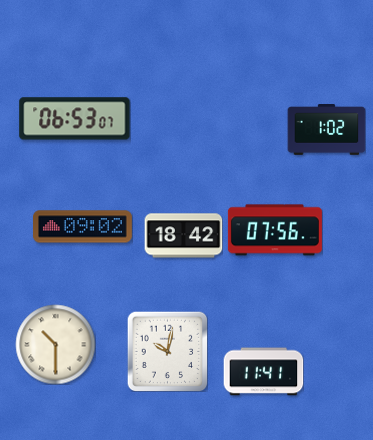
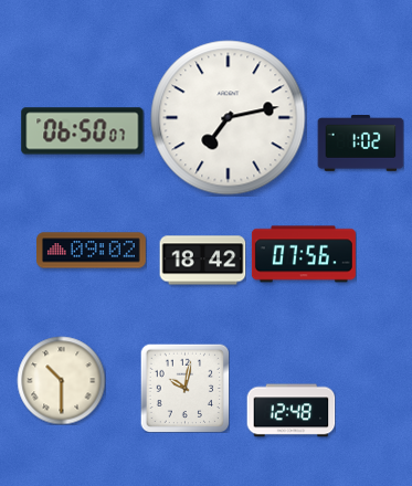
clock at (229, 118): none -> 7:13
clock at (75, 119): 06:53 -> 06:50
clock at (263, 372): 11:41 -> 12:48
